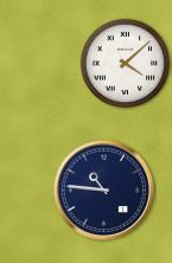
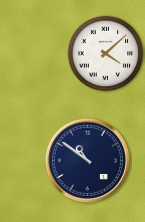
clock at (103, 190): 10:46 -> 10:51
